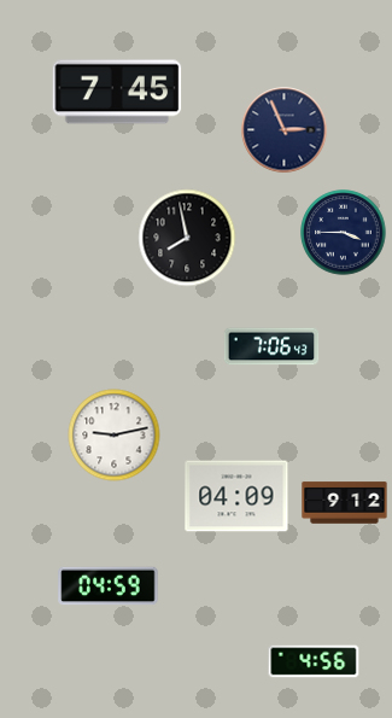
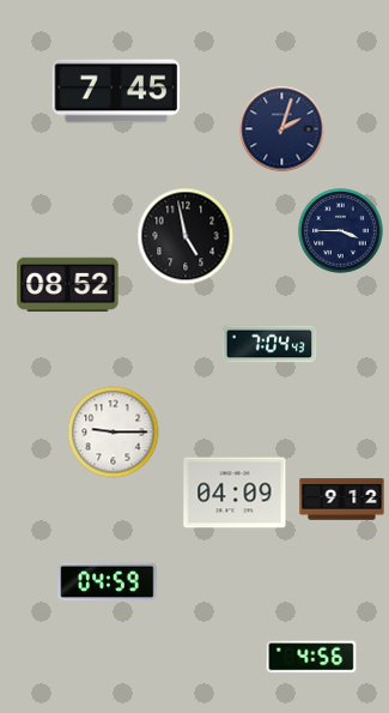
clock at (285, 130): 2:56 -> 2:03
clock at (187, 238): 7:58 -> 4:58
clock at (68, 285): none -> 08:52
clock at (271, 346): 7:06 -> 7:04
clock at (115, 436): 9:13 -> 9:15
